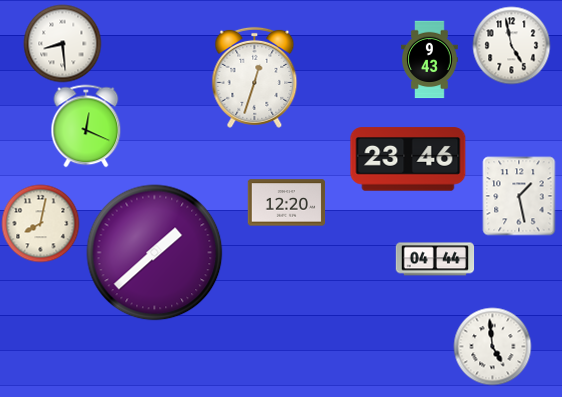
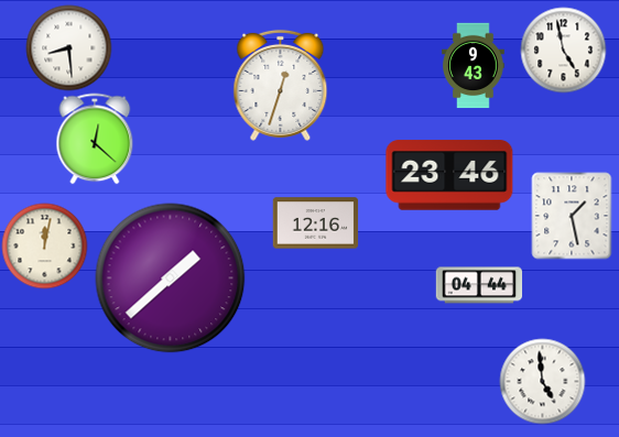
clock at (86, 126): 12:19 -> 12:22
clock at (286, 203): 12:20 -> 12:16
clock at (40, 223): 8:02 -> 12:02
